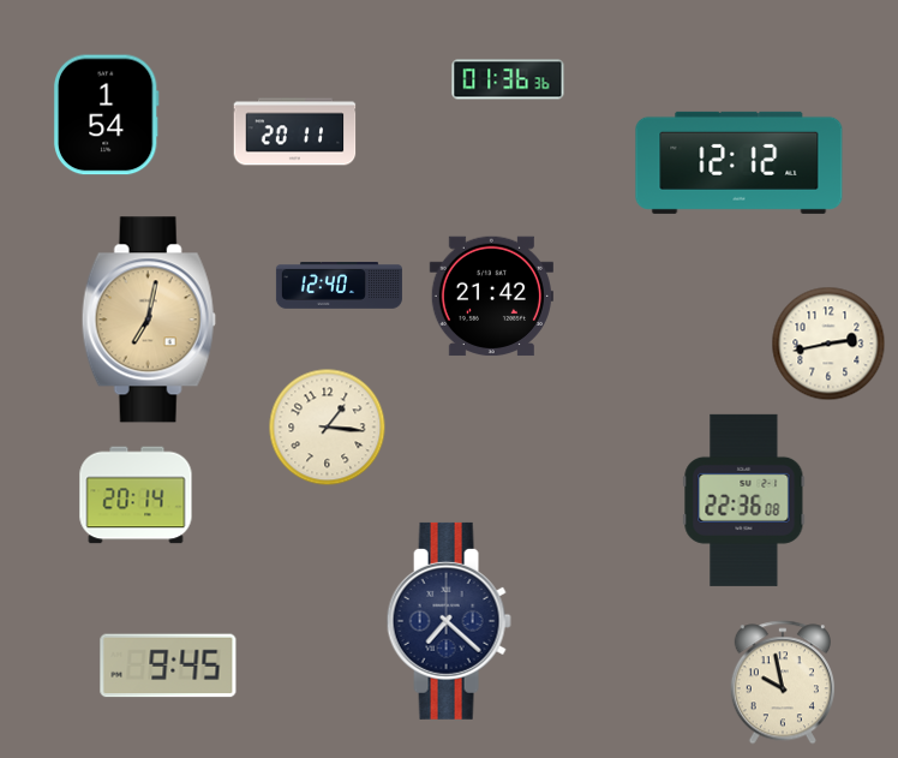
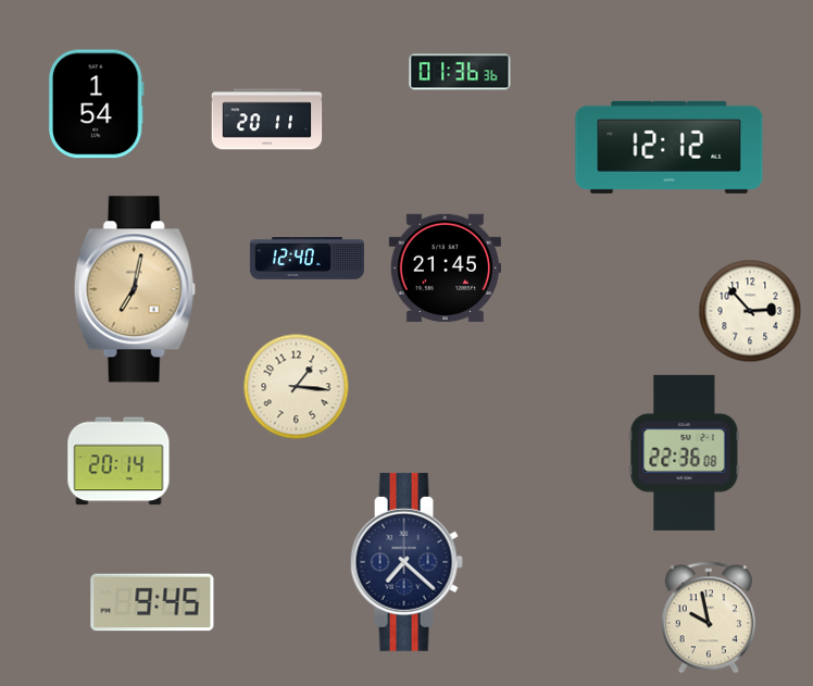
clock at (491, 297): 21:42 -> 21:45
clock at (828, 344): 2:43 -> 2:53
clock at (136, 495) position: (136, 495) -> (118, 461)
clock at (744, 500) position: (744, 500) -> (685, 452)
